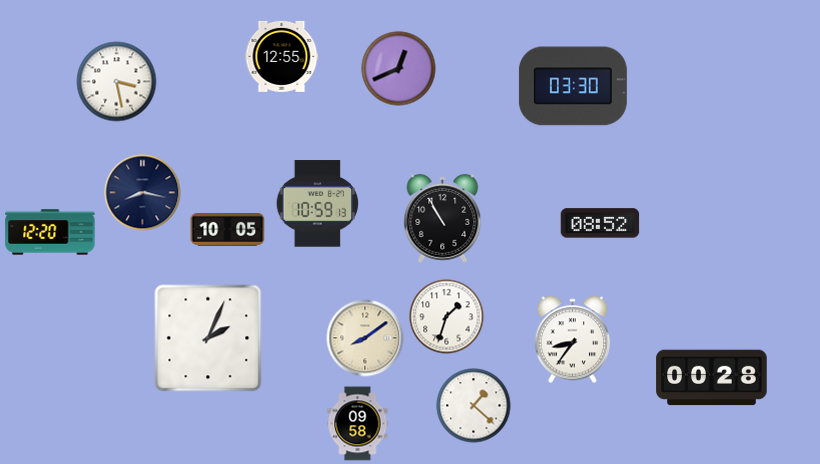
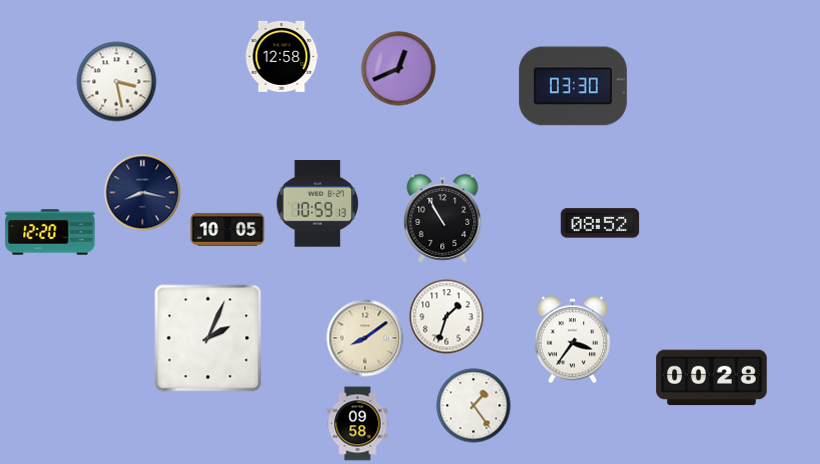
clock at (282, 56): 12:55 -> 12:58
clock at (573, 340): 8:36 -> 3:36
clock at (474, 406): 1:22 -> 1:24
